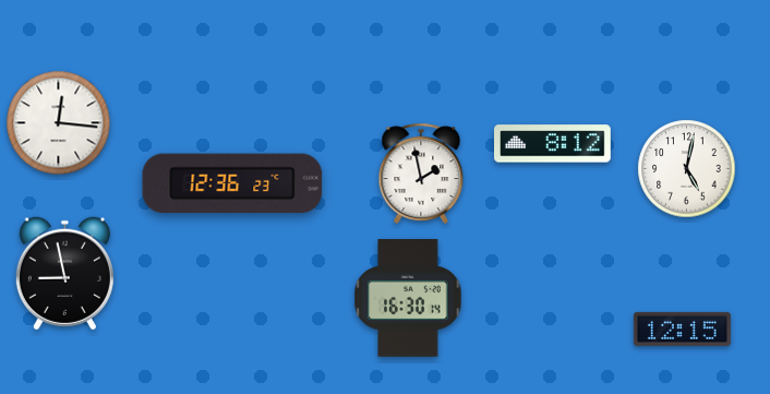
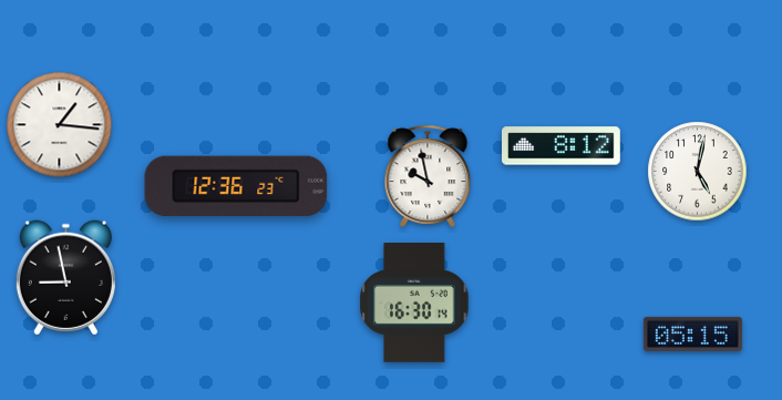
clock at (59, 123): 12:16 -> 1:16
clock at (421, 172): 1:58 -> 9:58
clock at (682, 329): 12:15 -> 05:15
